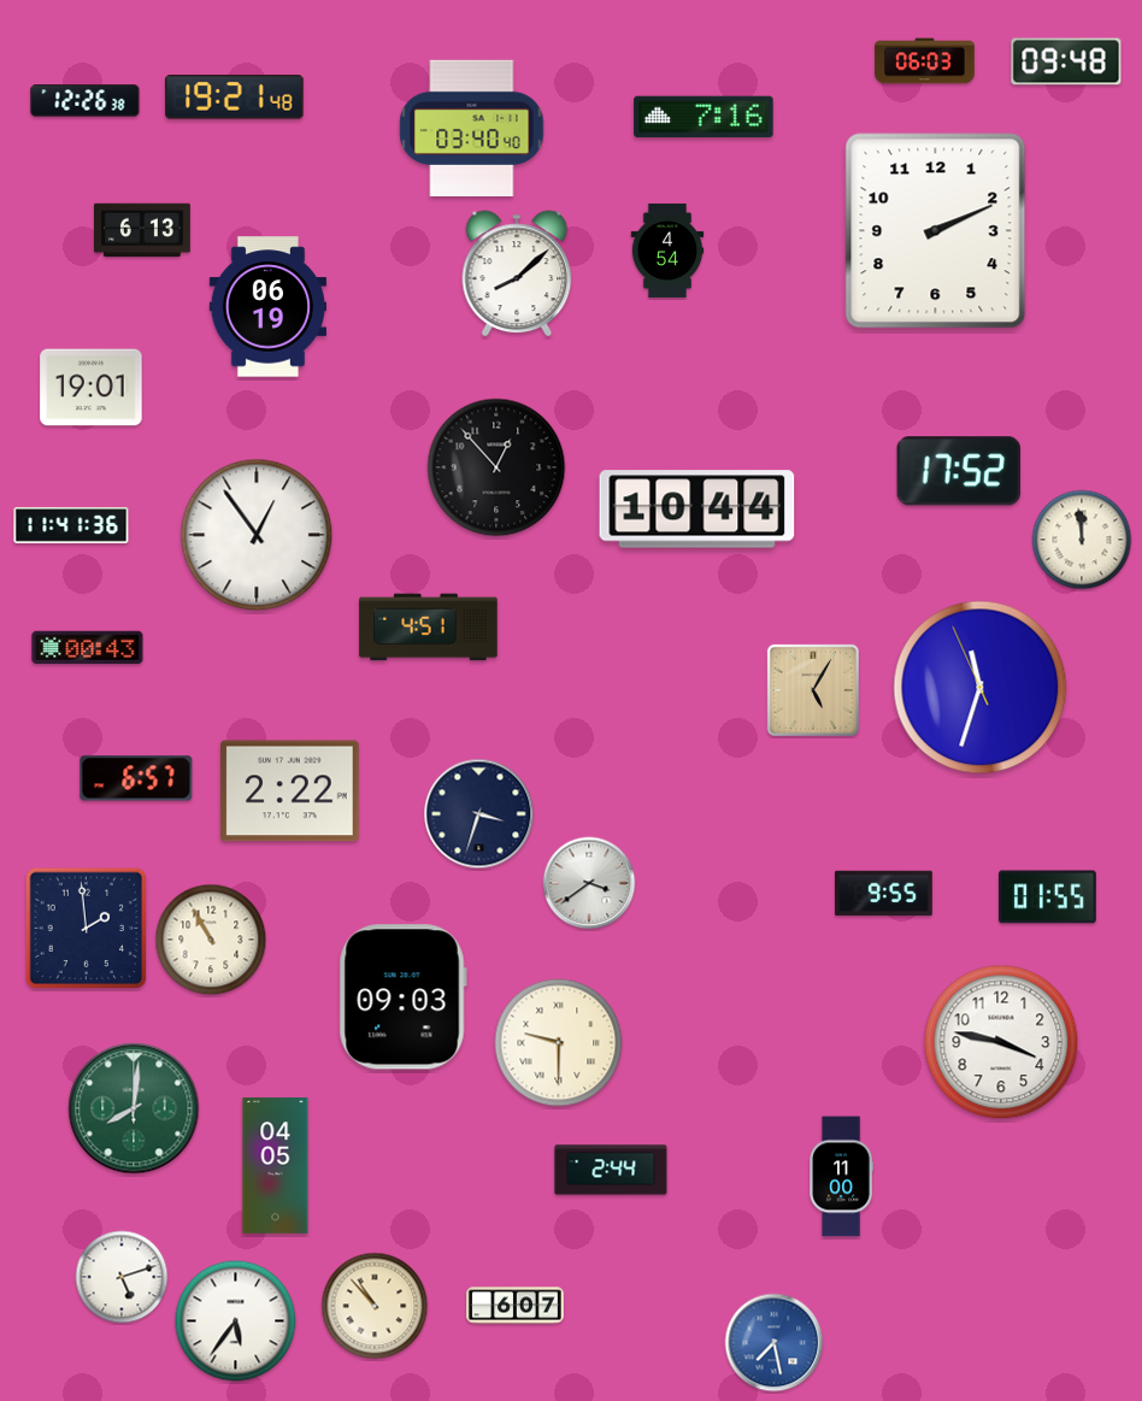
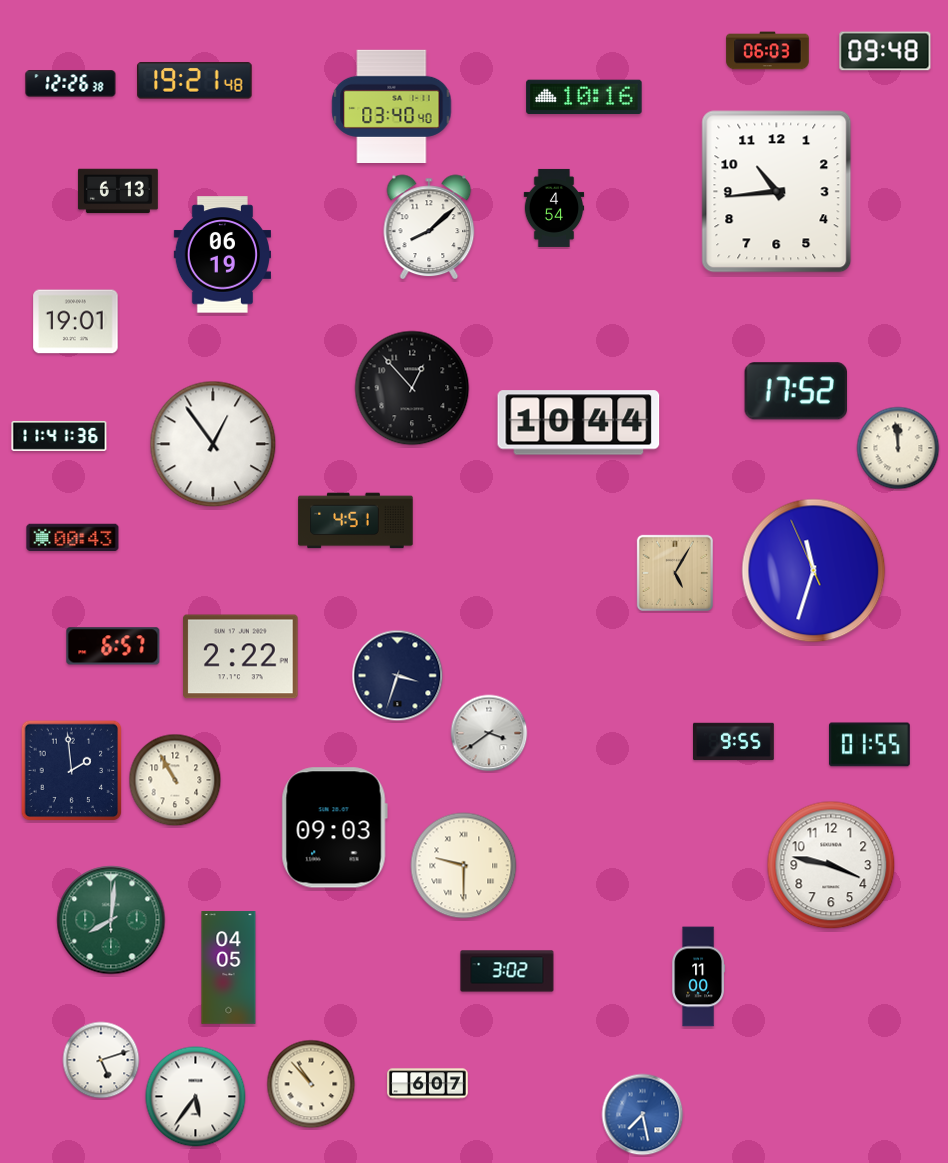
clock at (704, 117): 7:16 -> 10:16
clock at (936, 231): 2:11 -> 10:44
clock at (611, 1170): 2:44 -> 3:02
